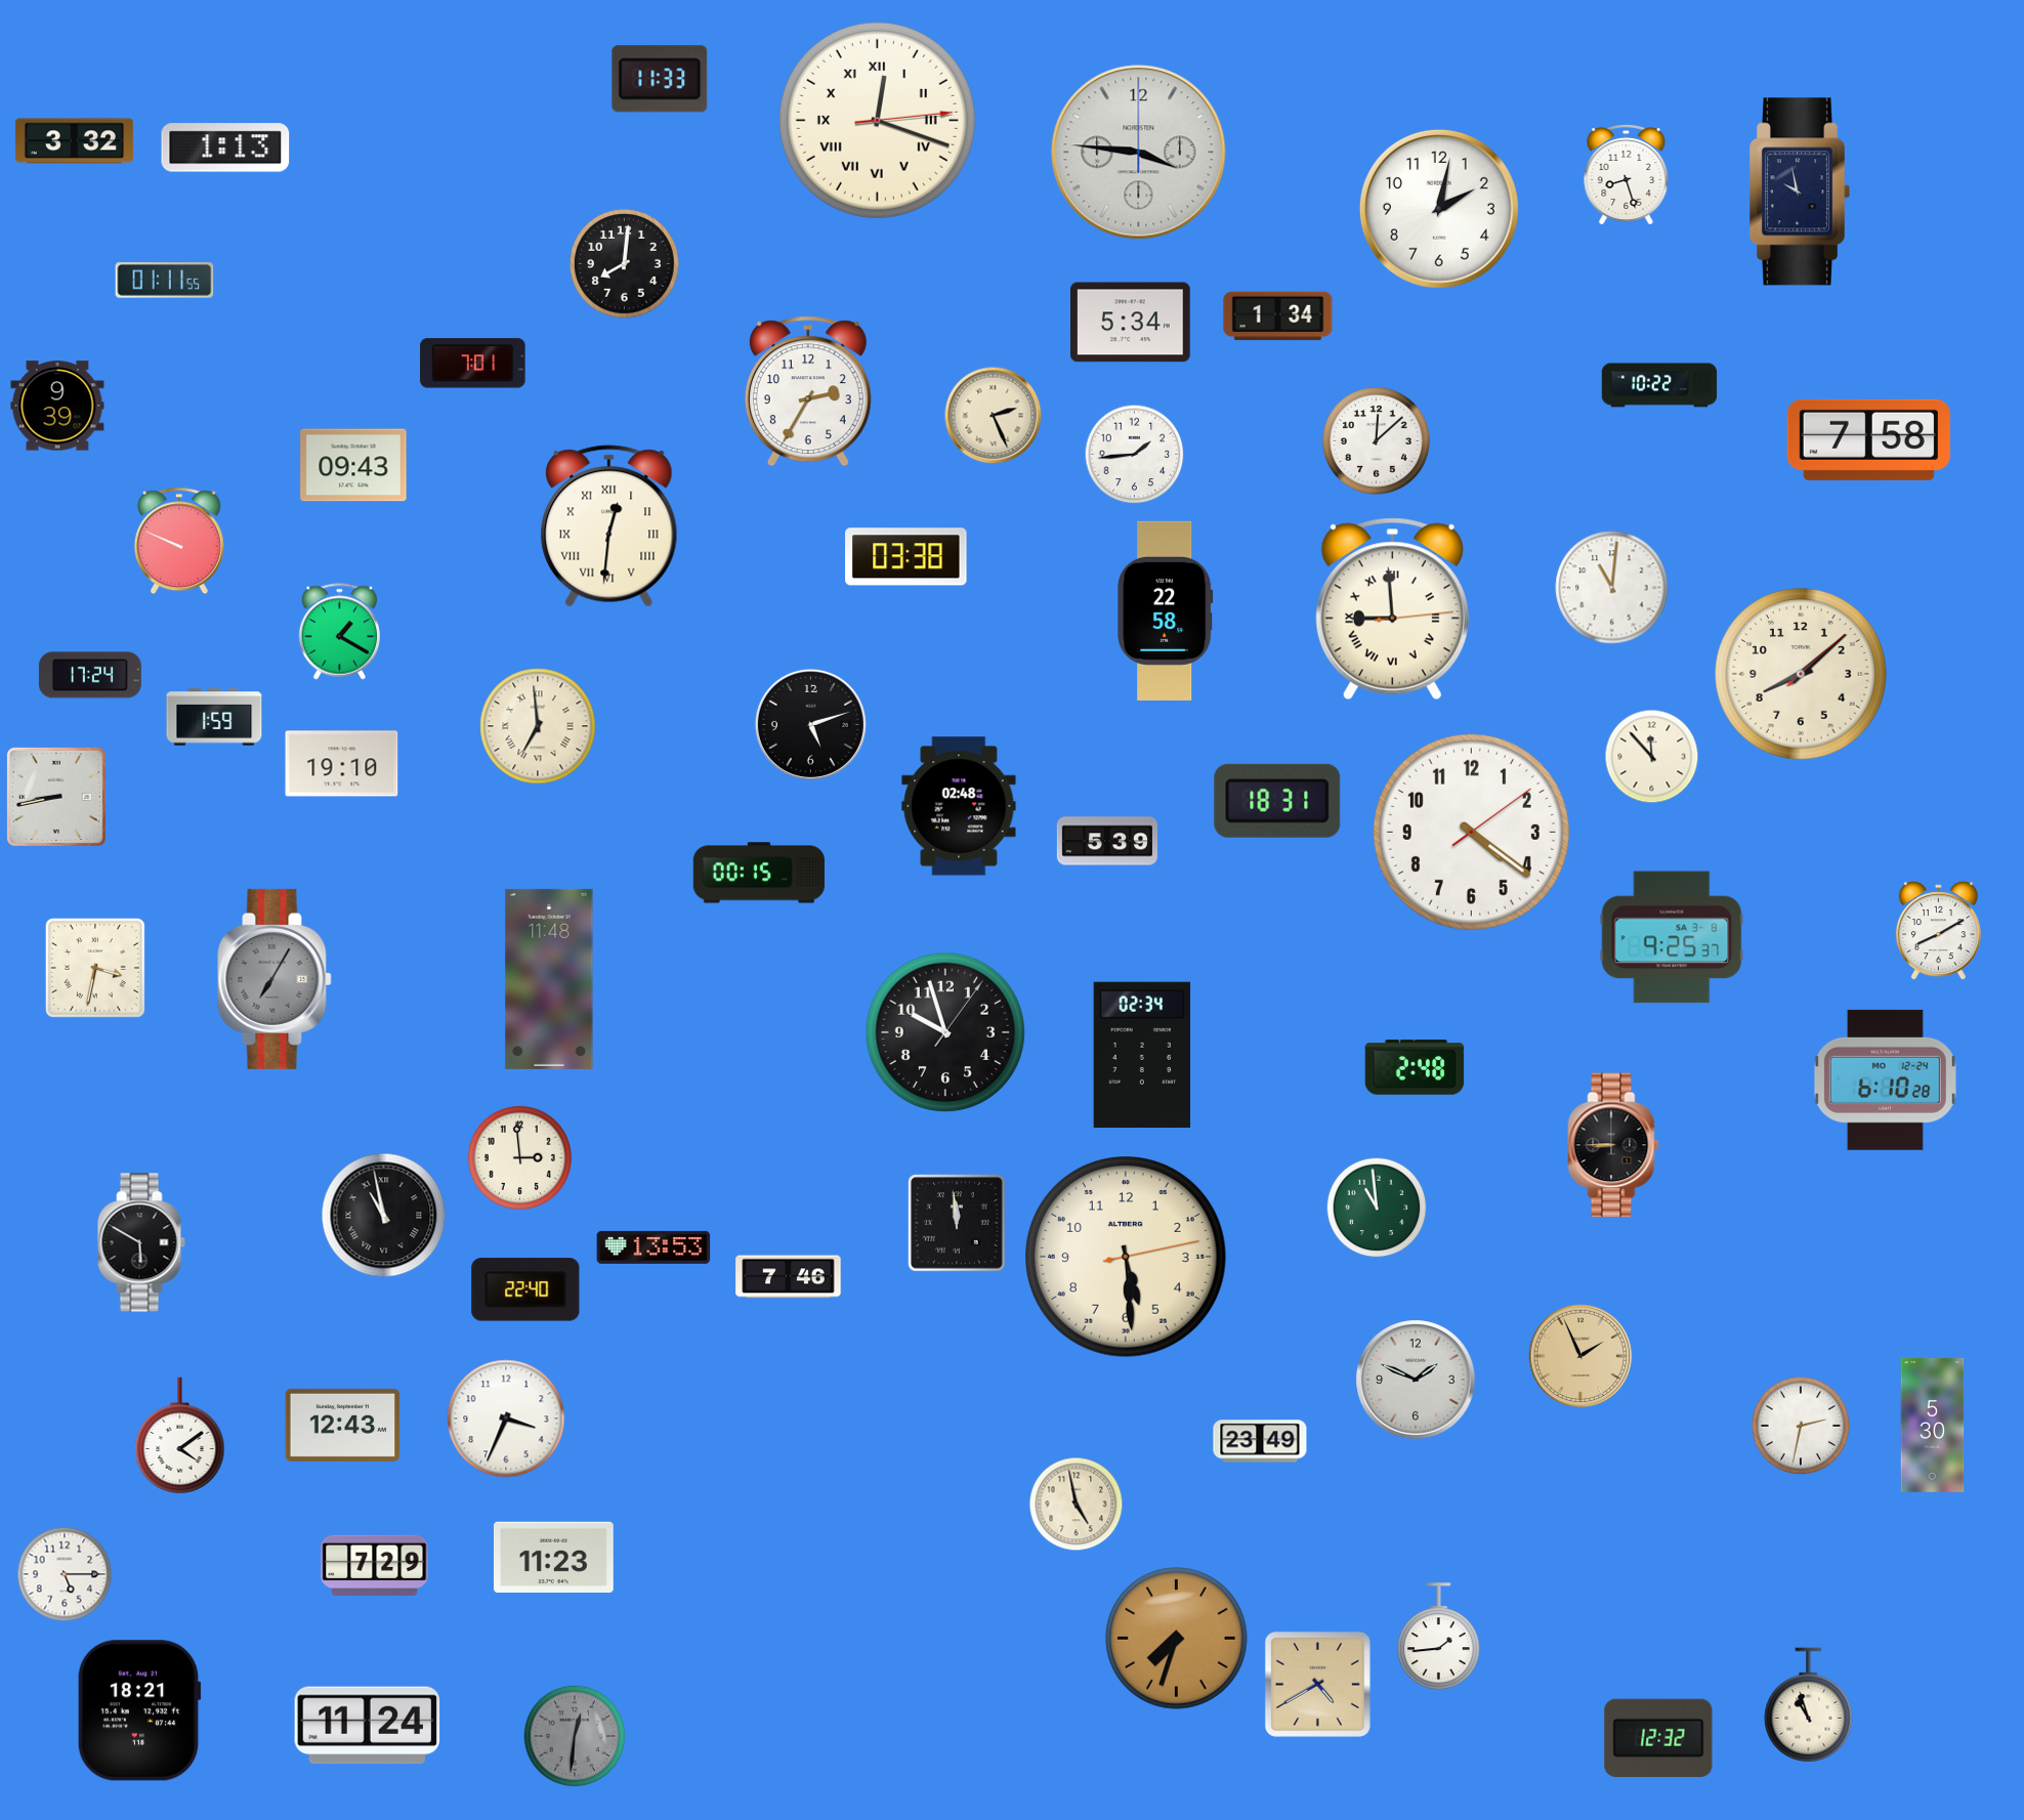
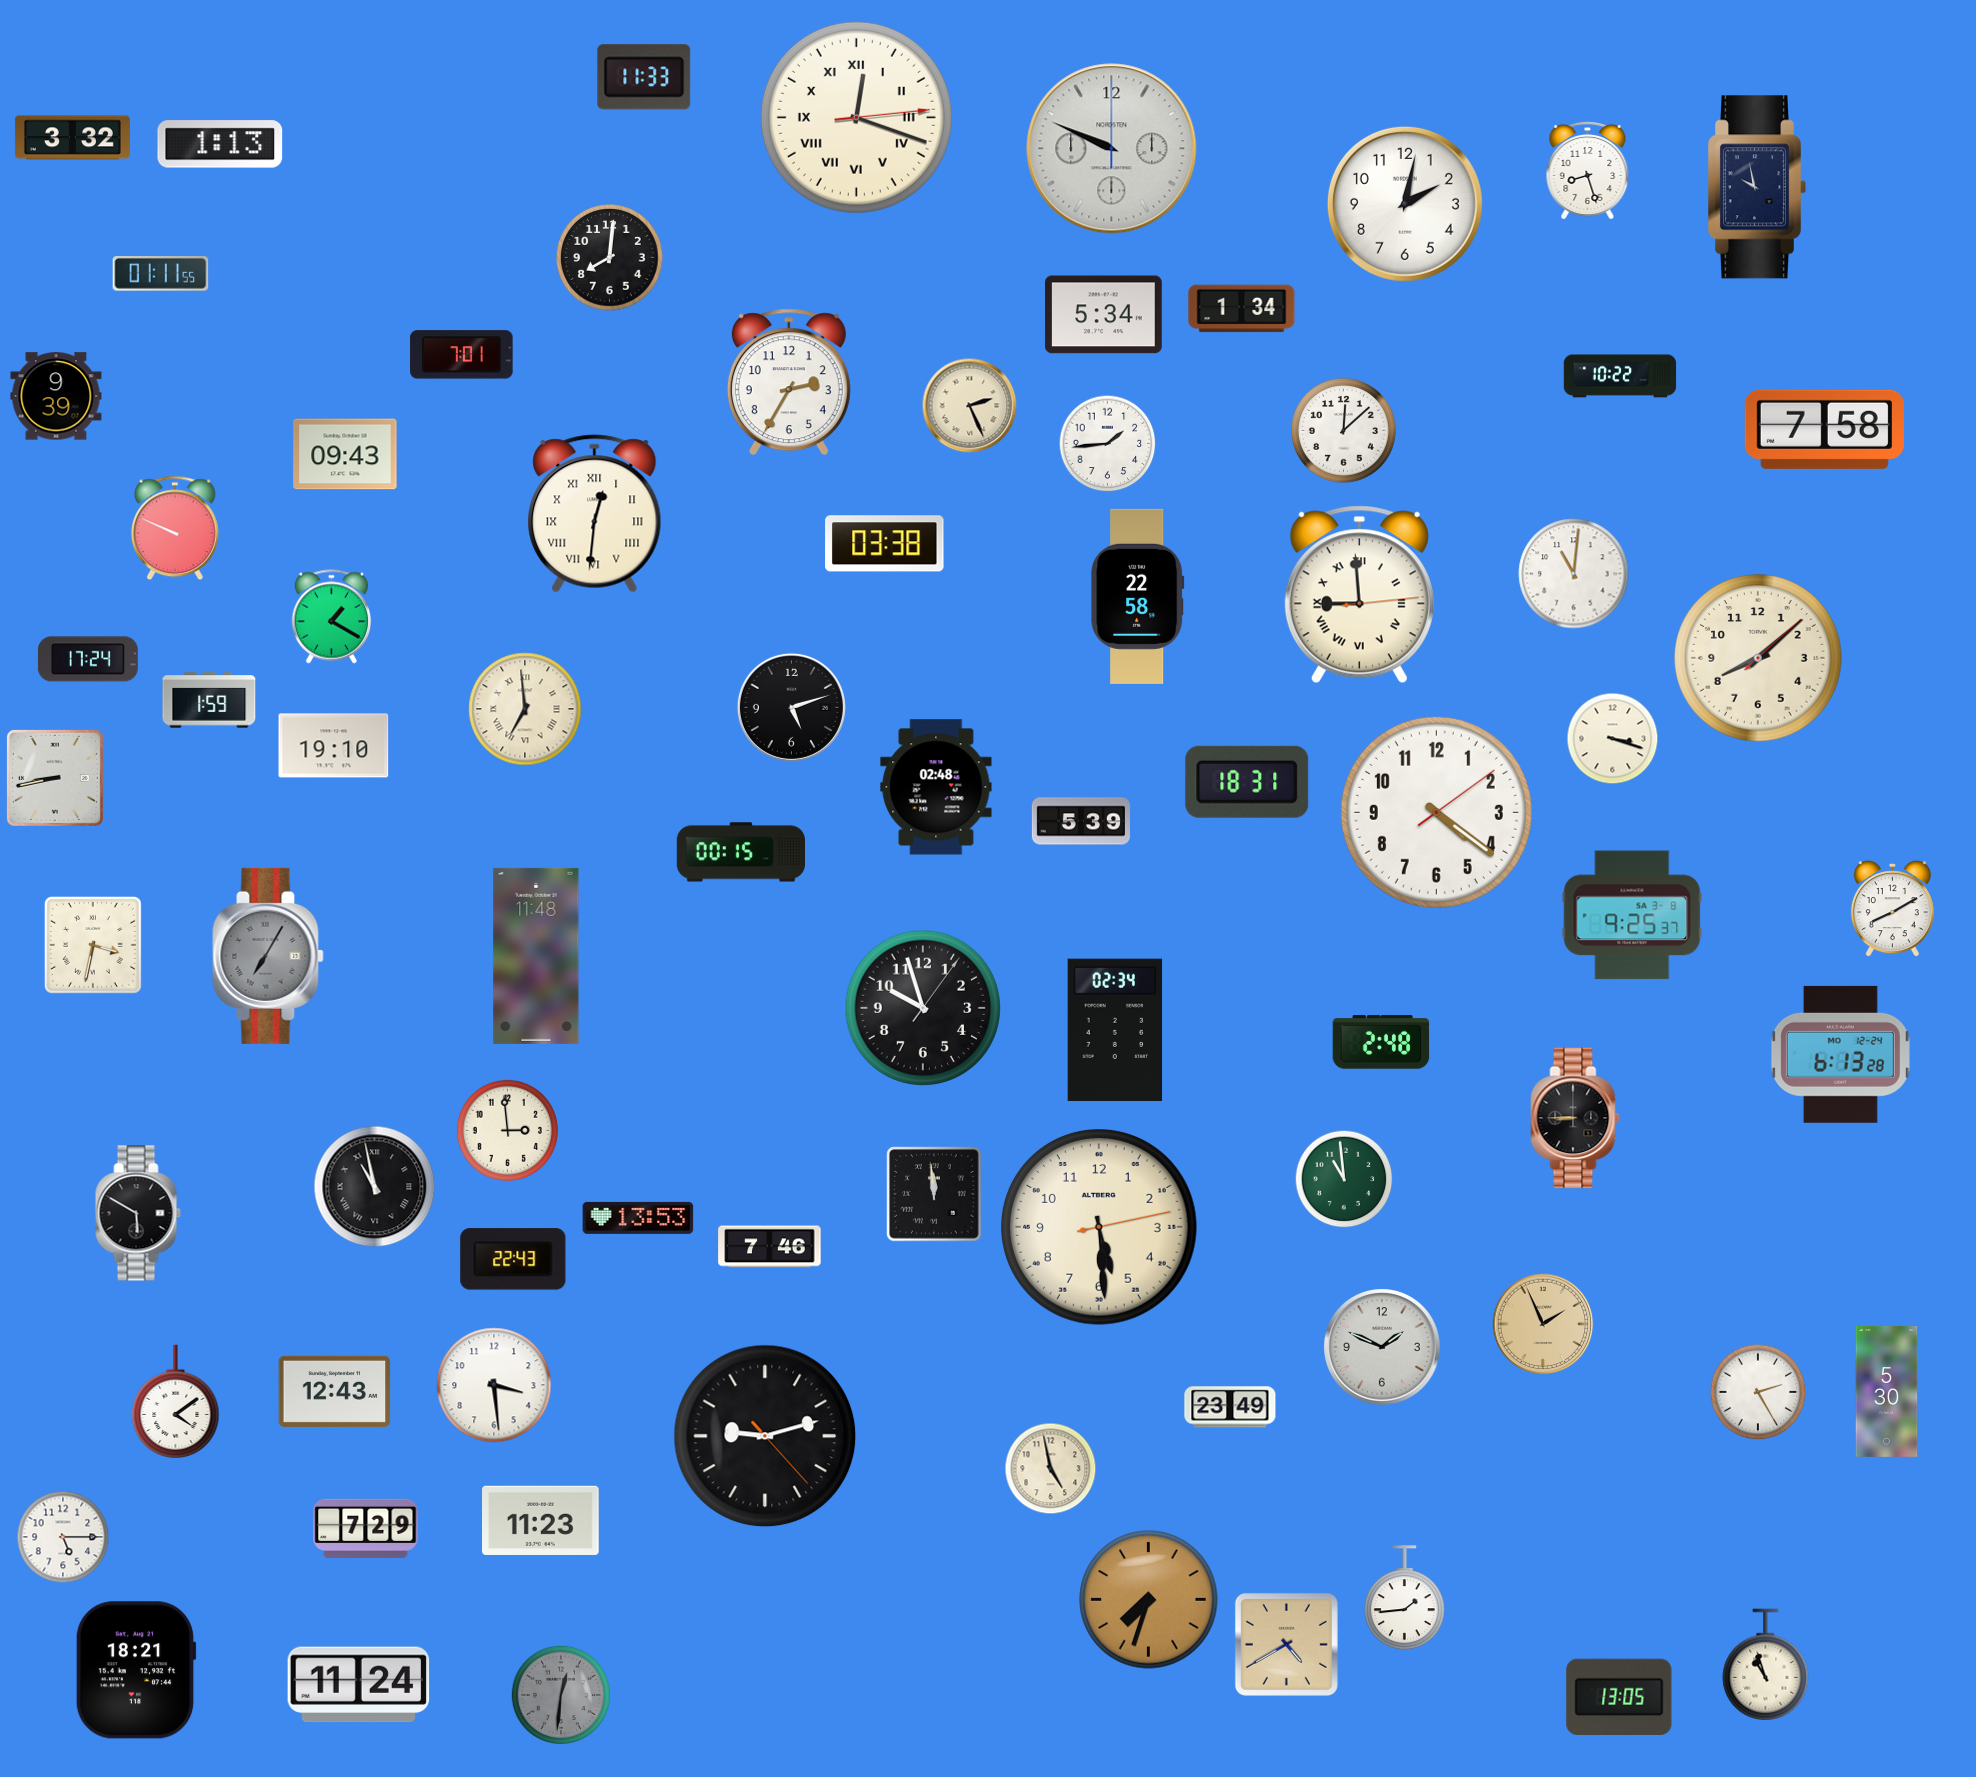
clock at (1139, 153): 3:46 -> 9:49
clock at (1278, 316) position: (1278, 316) -> (1242, 309)
clock at (1652, 757): 11:53 -> 3:18
clock at (1885, 1080): 6:10 -> 6:13
clock at (525, 1289): 22:40 -> 22:43
clock at (506, 1419): 3:34 -> 3:29
clock at (1801, 1426): 2:32 -> 2:25
clock at (765, 1436): none -> 9:12
clock at (1658, 1737): 12:32 -> 13:05
